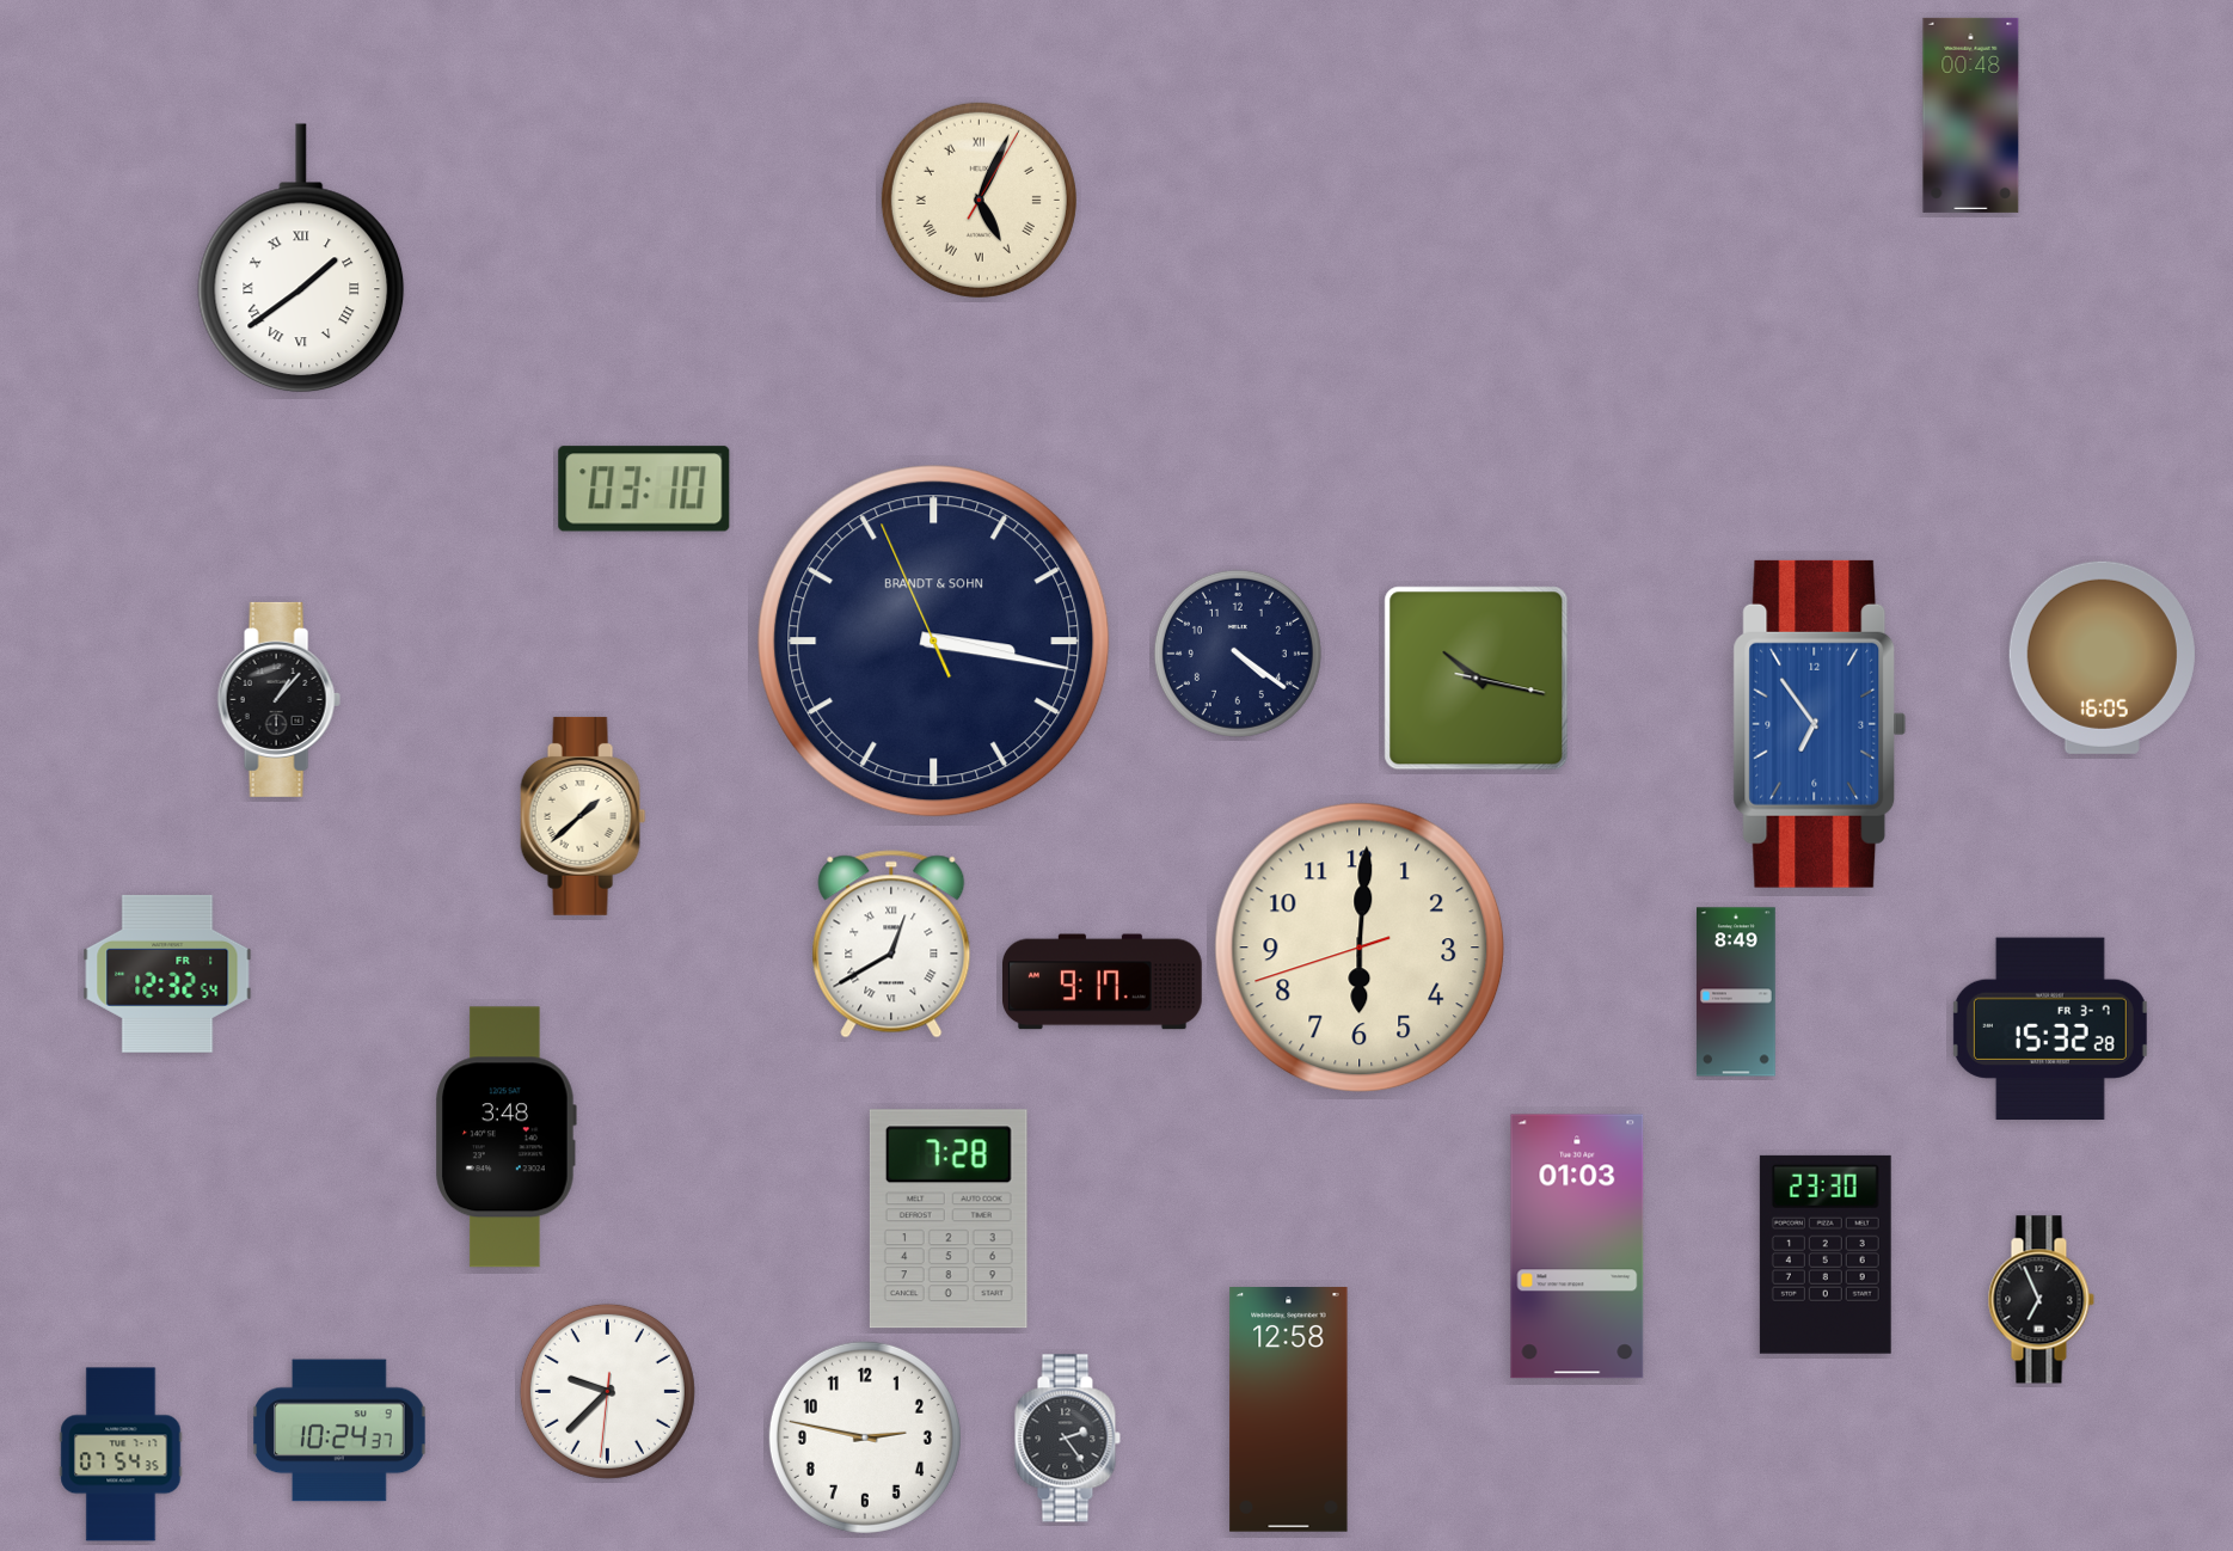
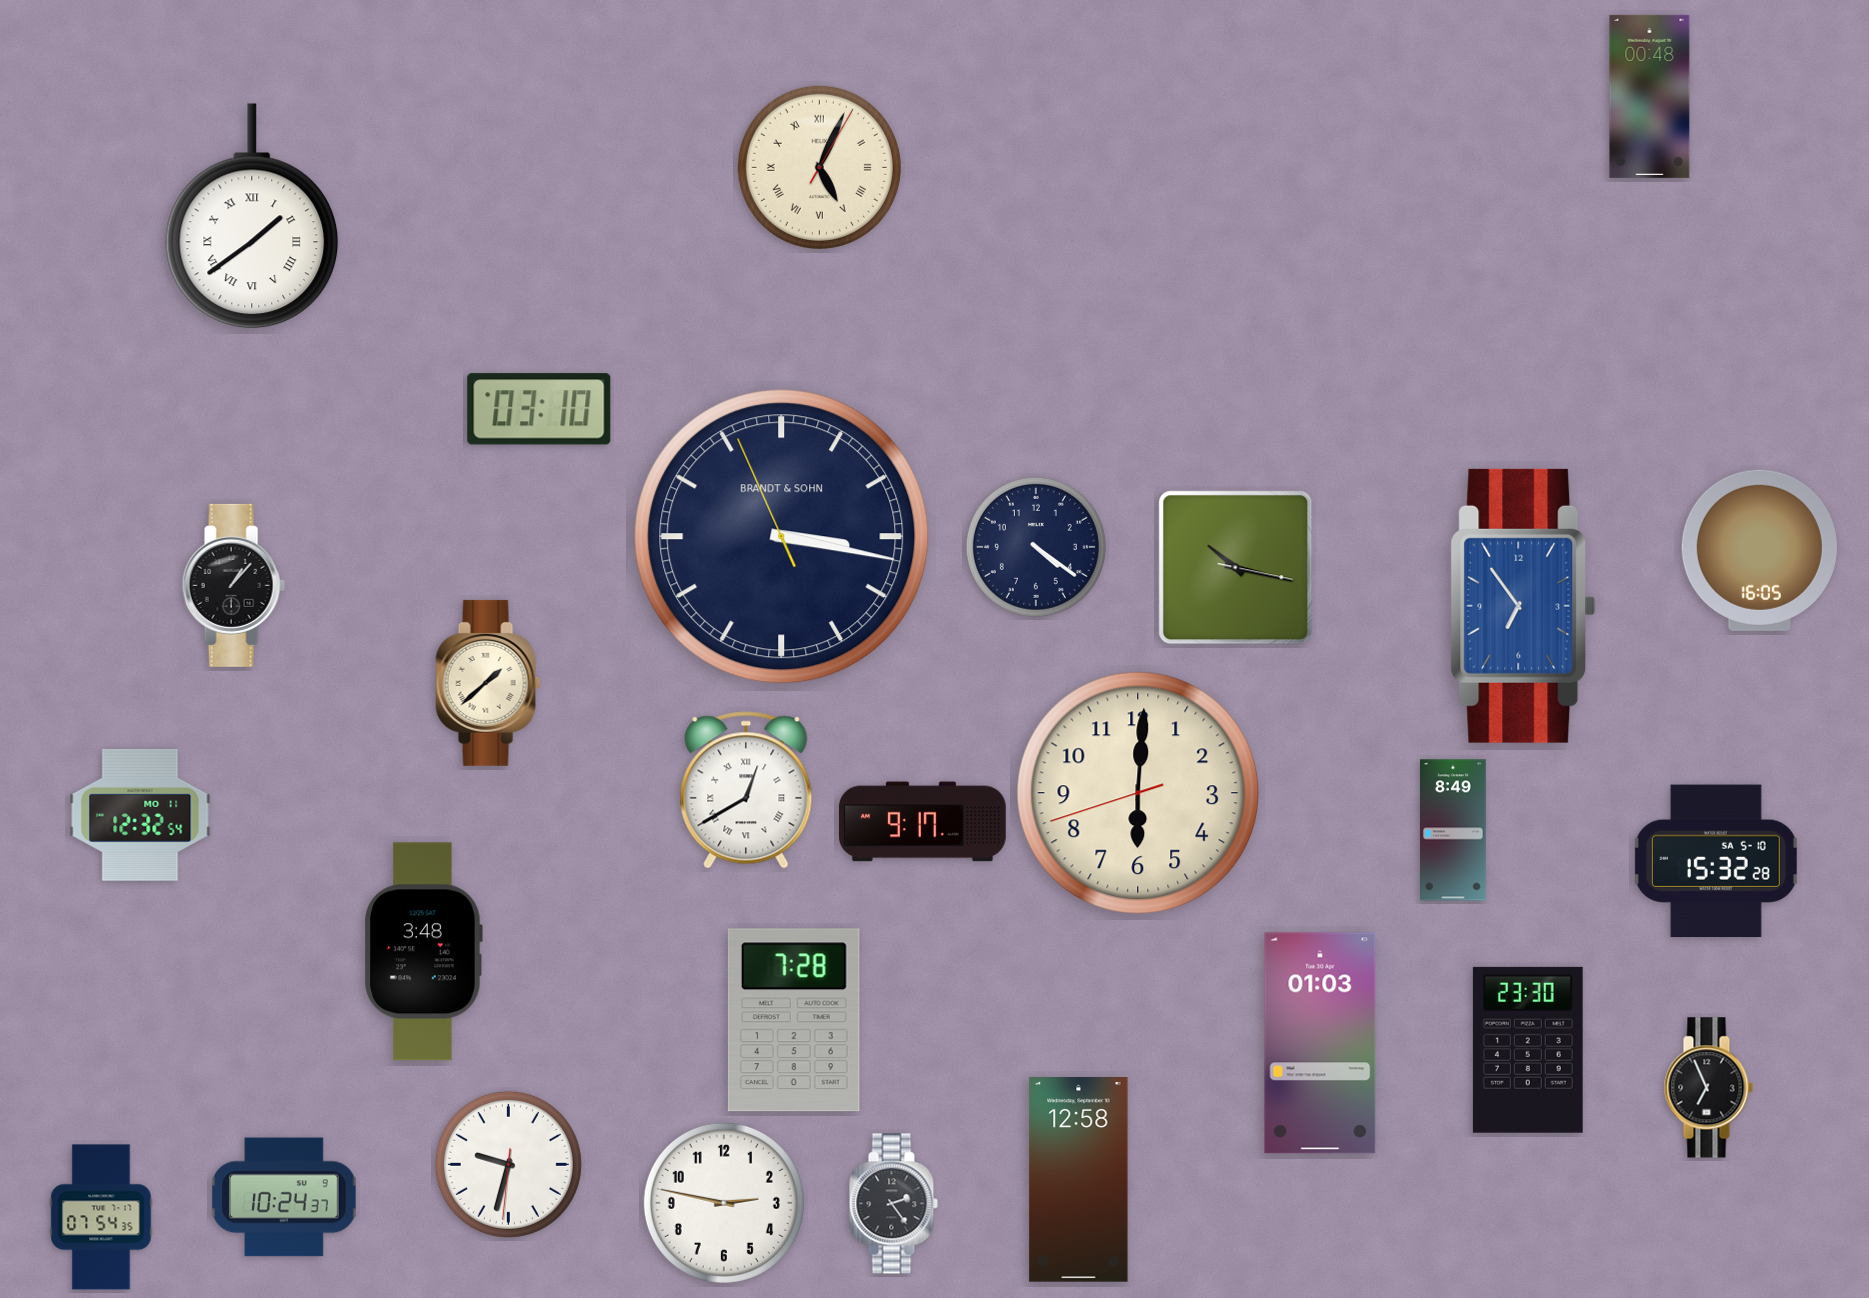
clock at (167, 974) date: FR 1 -> MO 11
clock at (2050, 1028) date: FR 3-7 -> SA 5-10
clock at (607, 1391): 9:37 -> 9:32
